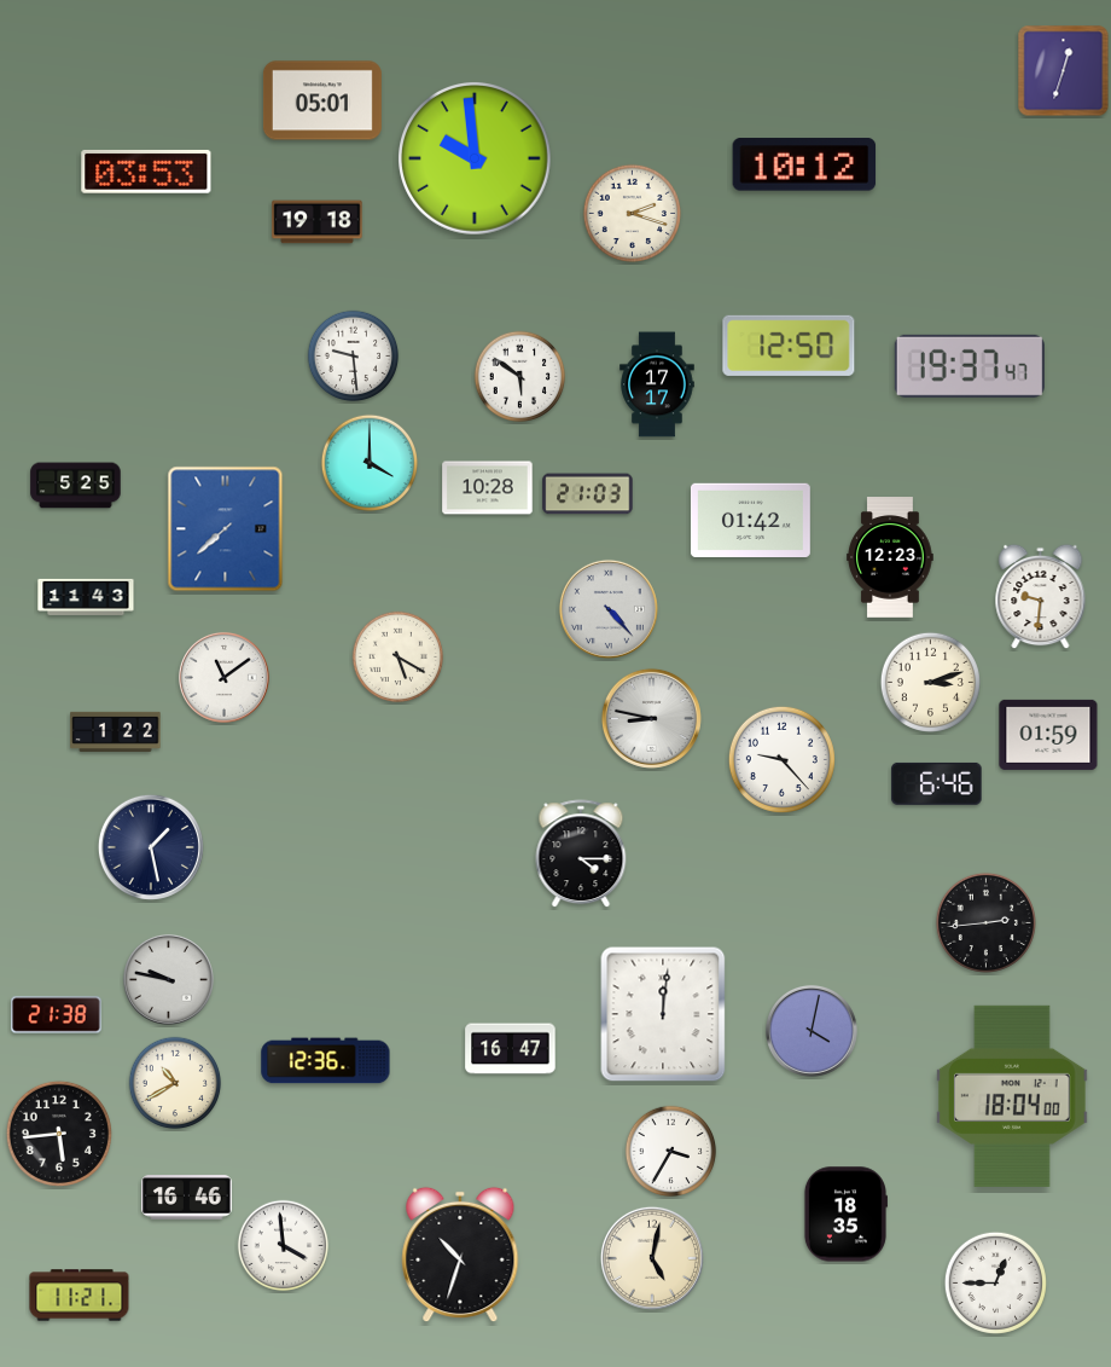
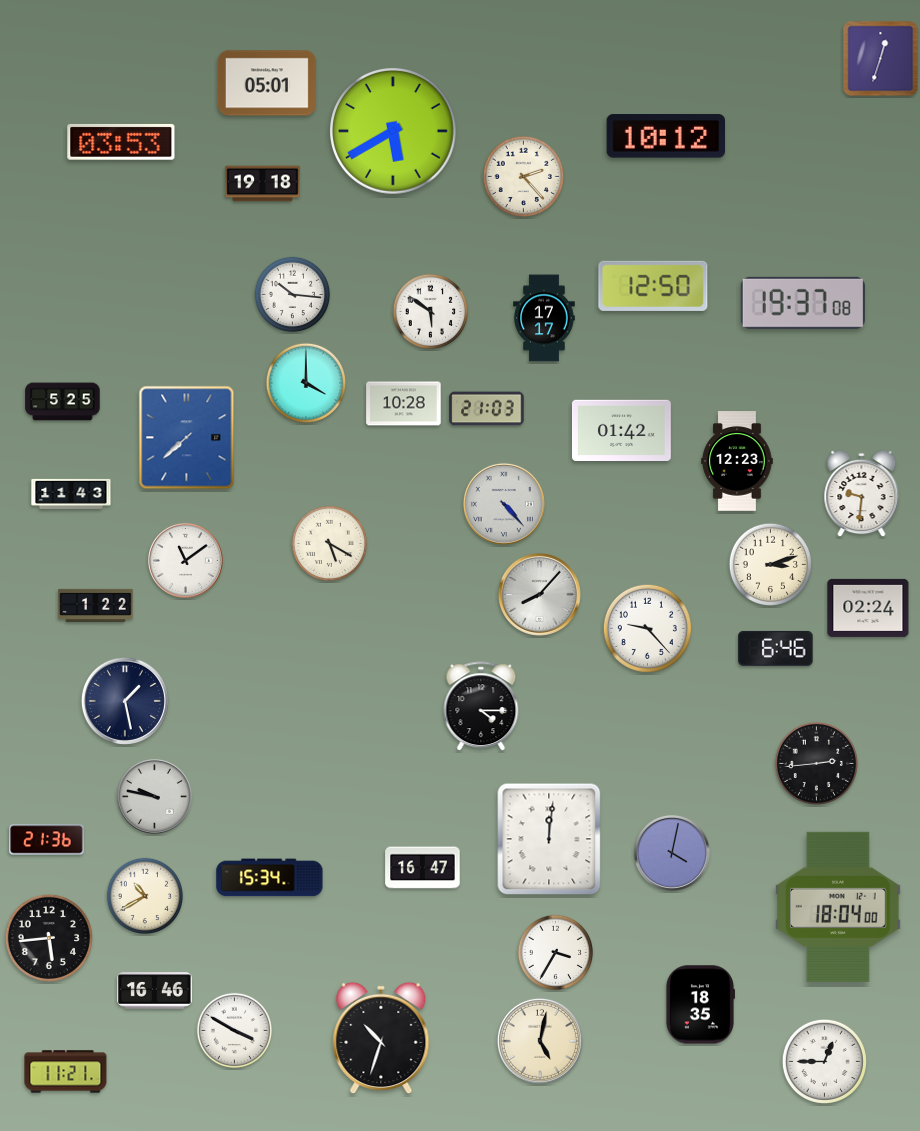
clock at (476, 160): 9:59 -> 5:40
clock at (632, 213): 2:18 -> 2:23
clock at (354, 357): 9:29 -> 10:16
clock at (970, 366): 19:37:47 -> 19:37:08
clock at (651, 718): 8:47 -> 8:07
clock at (1048, 735): 01:59 -> 02:24
clock at (168, 979) position: (168, 979) -> (154, 796)
clock at (57, 1015): 21:38 -> 21:36
clock at (326, 1061): 12:36 -> 15:34
clock at (284, 1246): 3:59 -> 3:50
